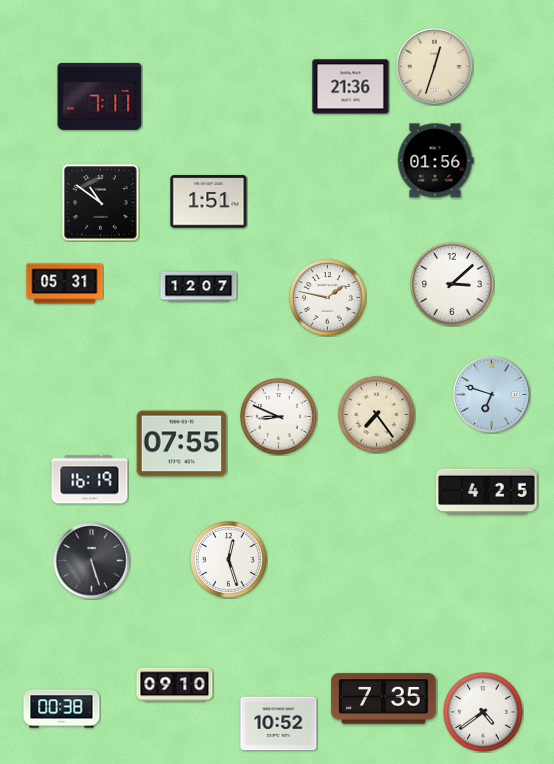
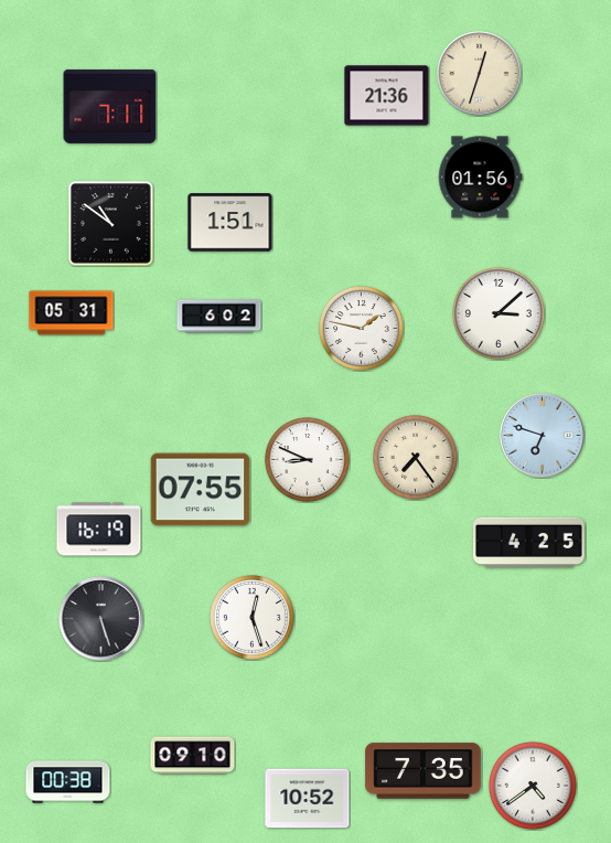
clock at (199, 287): 12:07 -> 6:02
clock at (487, 491) position: (487, 491) -> (529, 542)
